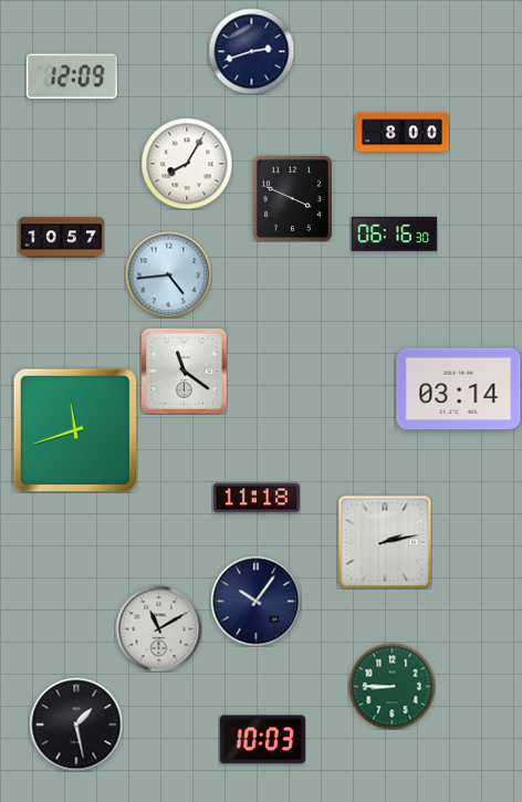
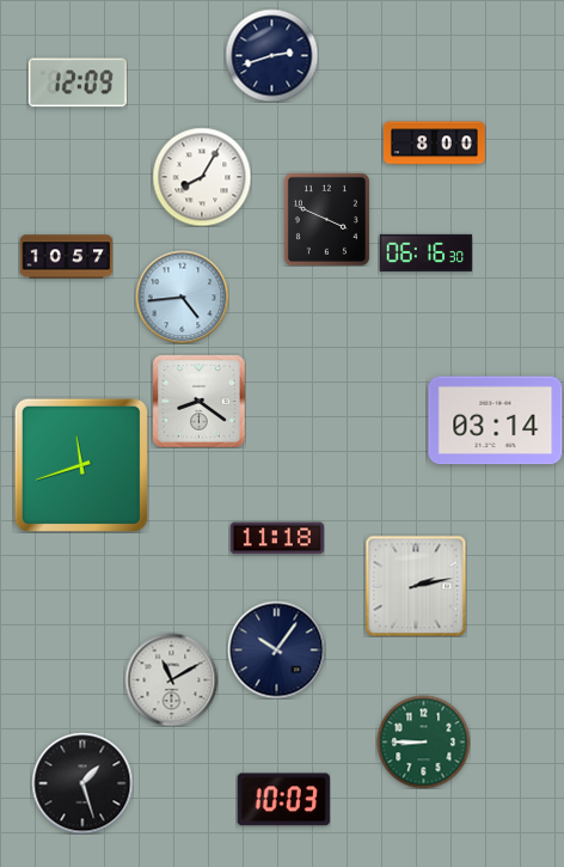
clock at (292, 198) position: (292, 198) -> (326, 219)
clock at (184, 371): 11:21 -> 8:21
clock at (76, 725): 1:28 -> 1:27
